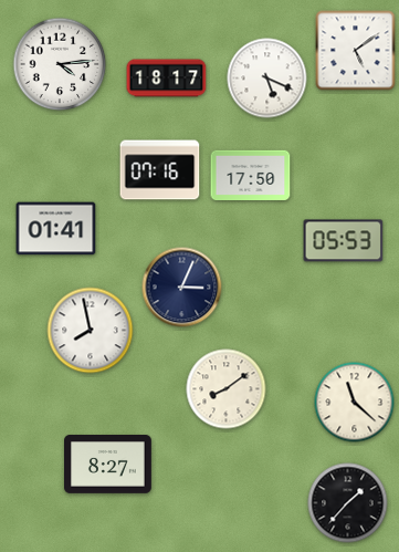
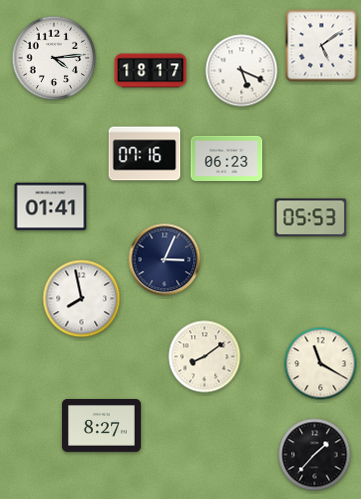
clock at (251, 175): 17:50 -> 06:23
clock at (227, 389) position: (227, 389) -> (205, 357)
clock at (355, 403): 11:22 -> 11:20
clock at (108, 465) position: (108, 465) -> (102, 426)
